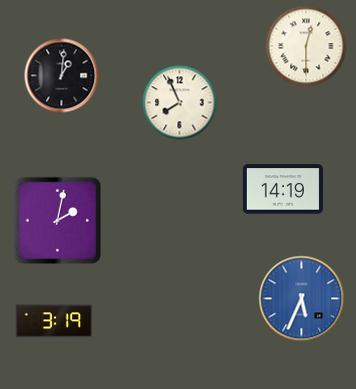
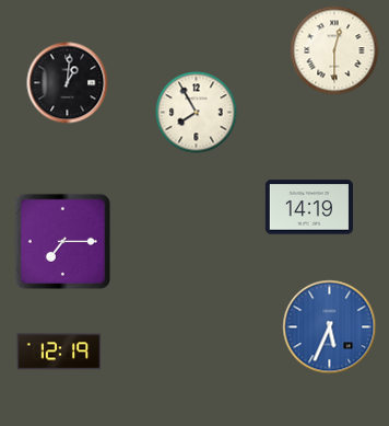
clock at (180, 103): 7:56 -> 7:55
clock at (57, 220): 2:02 -> 7:15
clock at (54, 321): 3:19 -> 12:19
